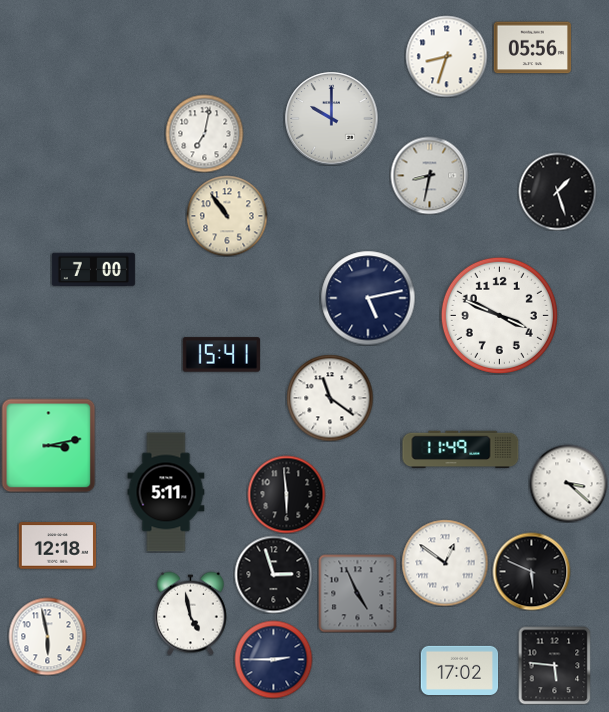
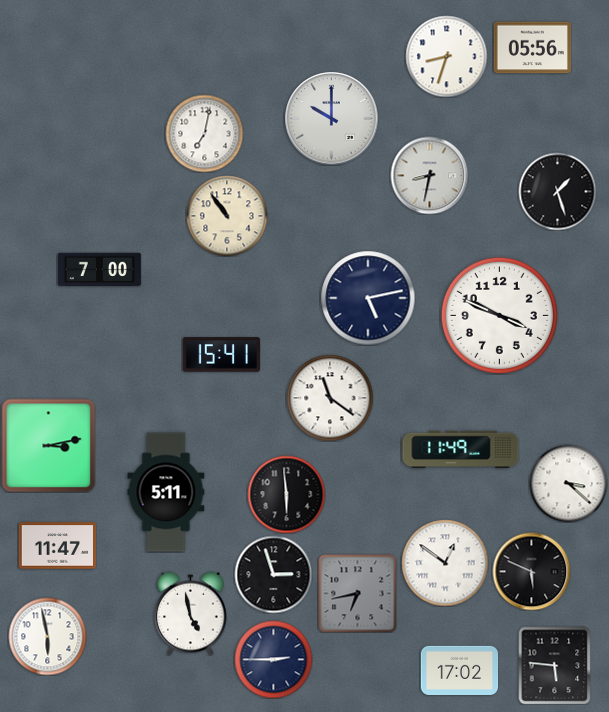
clock at (93, 270) position: (93, 270) -> (99, 270)
clock at (57, 546): 12:18 -> 11:47
clock at (357, 593): 4:56 -> 6:43
